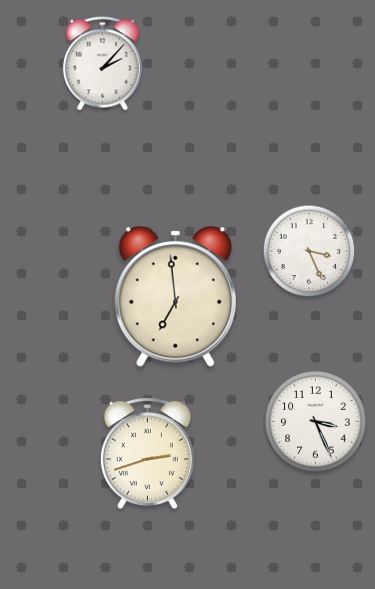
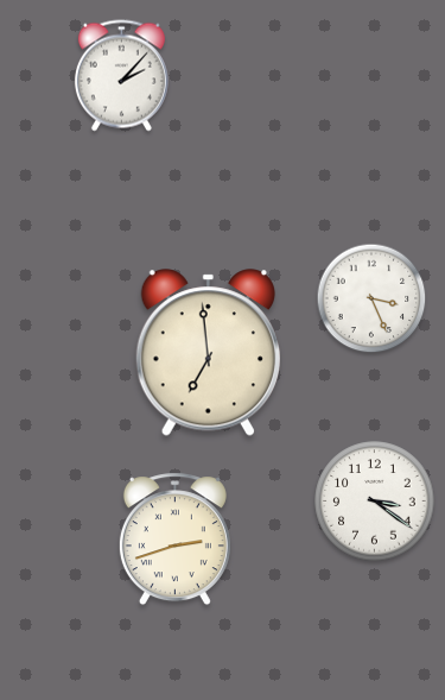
clock at (309, 251) position: (309, 251) -> (371, 298)
clock at (316, 422): 3:26 -> 3:21
